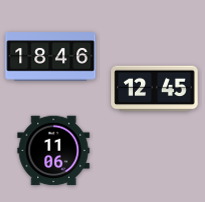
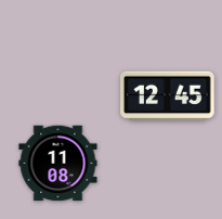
clock at (51, 57): 18:46 -> none
clock at (54, 151): 11:06 -> 11:08
